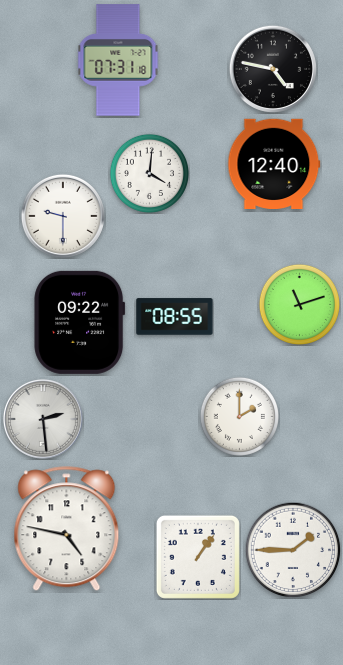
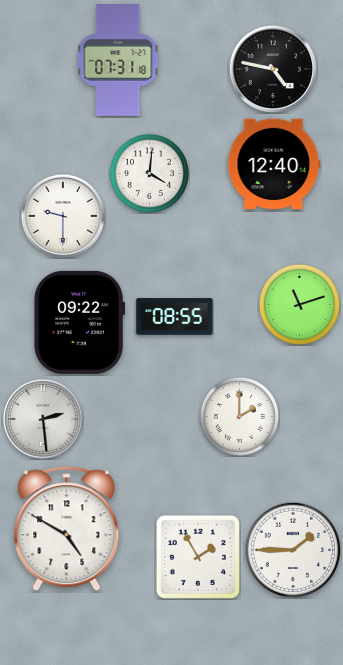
clock at (67, 529): 4:47 -> 4:50
clock at (198, 557): 1:06 -> 1:55
